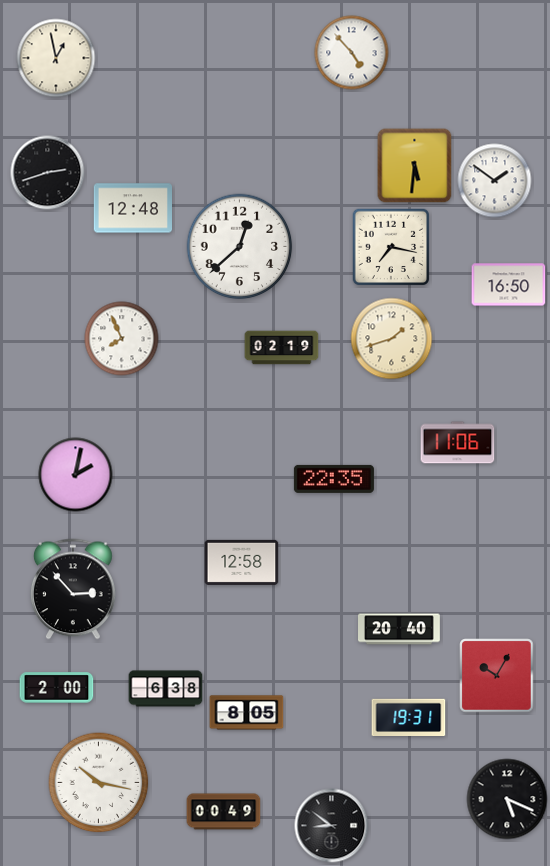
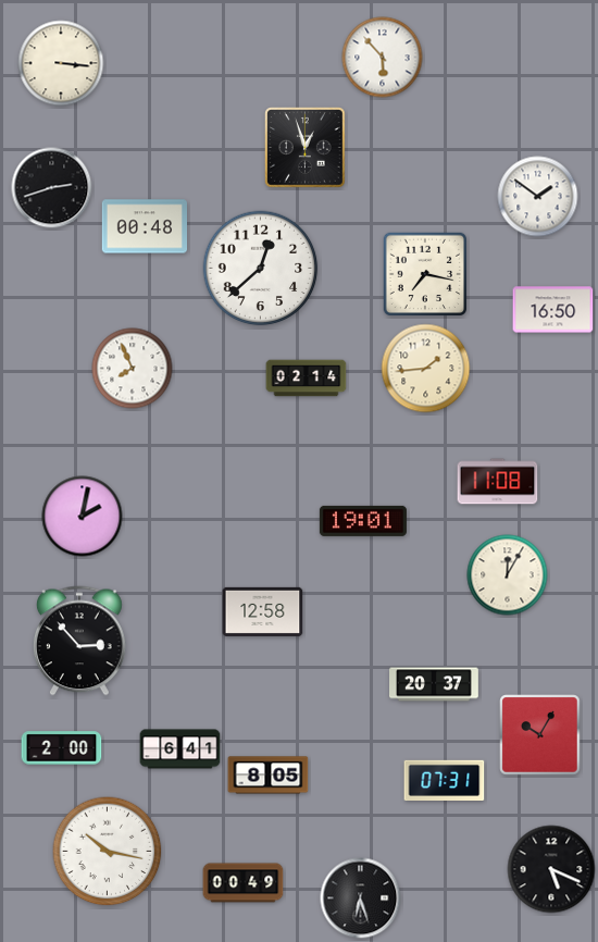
clock at (352, 53): 4:53 -> 5:53
clock at (56, 58): 12:58 -> 3:16
clock at (306, 148): none -> 12:57
clock at (415, 166): 5:31 -> none
clock at (132, 208): 12:48 -> 00:48
clock at (391, 247) position: (391, 247) -> (425, 274)
clock at (392, 339): 1:42 -> 1:44
clock at (282, 348): 02:19 -> 02:14
clock at (458, 443): 11:06 -> 11:08
clock at (334, 479): 22:35 -> 19:01
clock at (508, 575): none -> 12:05
clock at (400, 629): 20:40 -> 20:37
clock at (166, 689): 6:38 -> 6:41
clock at (409, 717): 19:31 -> 07:31
clock at (332, 826): 8:51 -> 6:27
